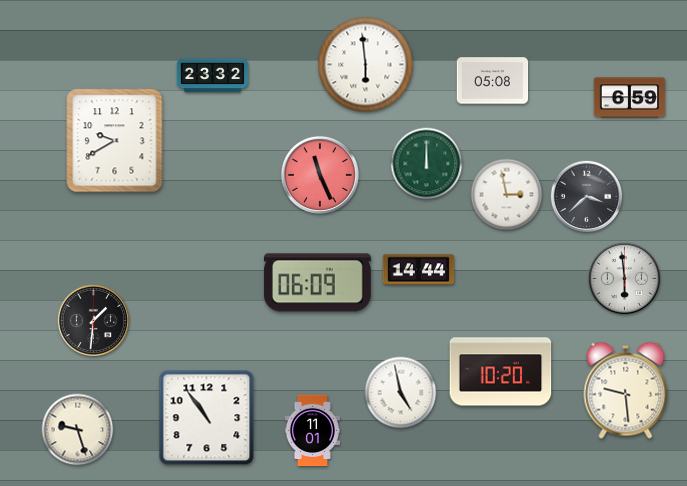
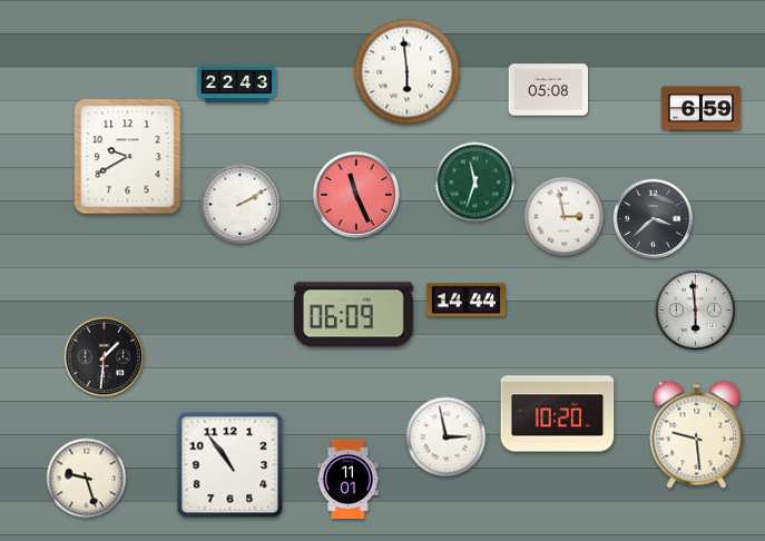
clock at (213, 76): 23:32 -> 22:43
clock at (427, 164): 12:00 -> 11:33
clock at (241, 205): none -> 2:10
clock at (401, 393): 4:58 -> 2:58
